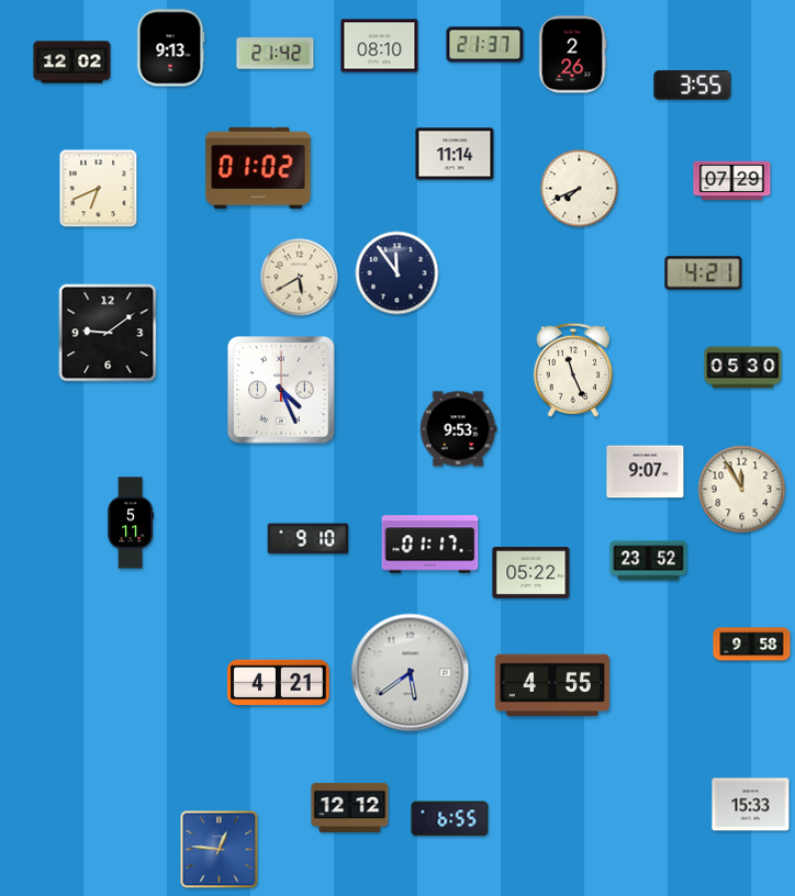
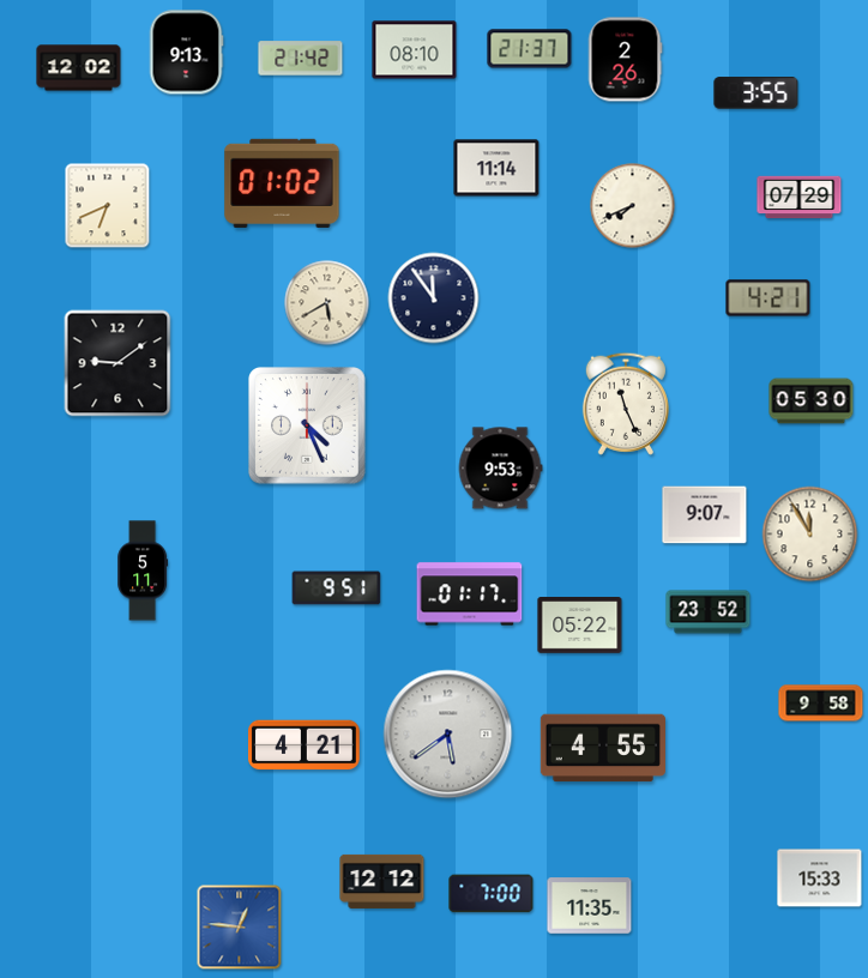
clock at (309, 539): 9:10 -> 9:51
clock at (450, 819): 6:55 -> 7:00
clock at (590, 906): none -> 11:35
